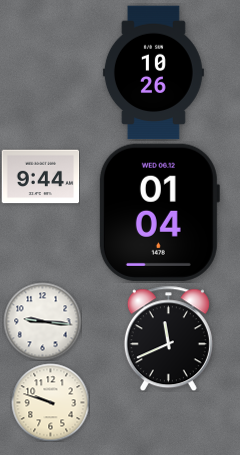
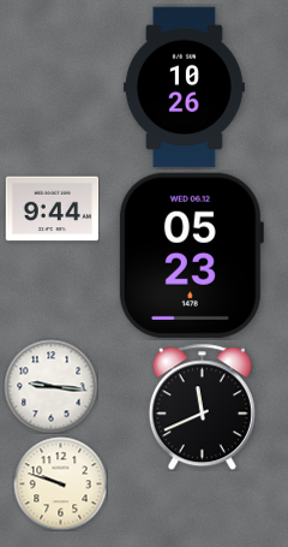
clock at (40, 177) position: (40, 177) -> (52, 209)
clock at (159, 212): 01:04 -> 05:23
